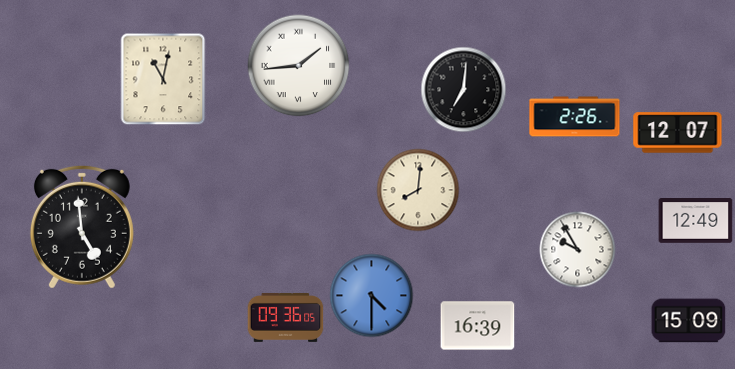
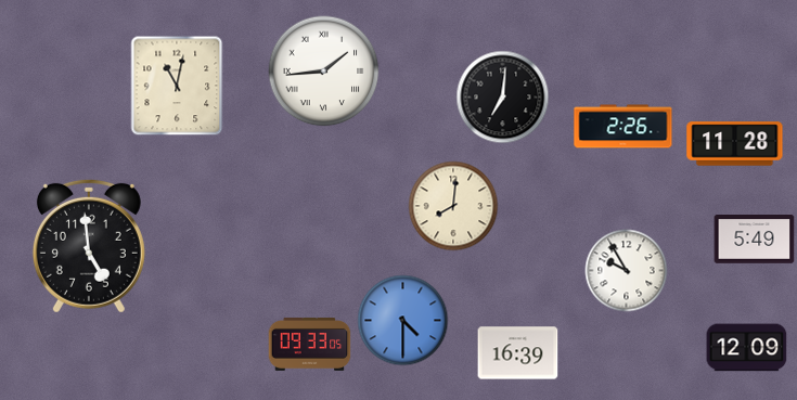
clock at (678, 133): 12:07 -> 11:28
clock at (696, 221): 12:49 -> 5:49
clock at (286, 317): 09:36 -> 09:33
clock at (689, 321): 15:09 -> 12:09
